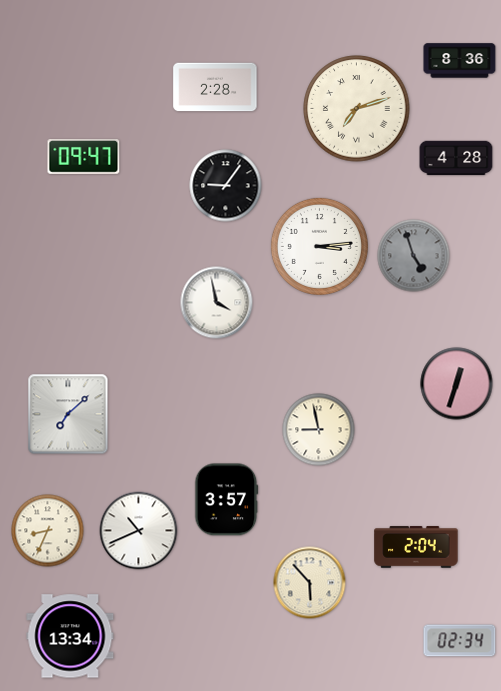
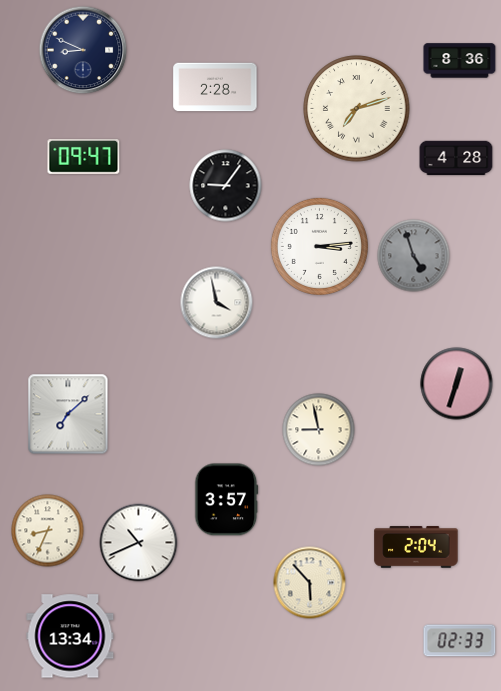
clock at (83, 50): none -> 8:49
clock at (139, 531) position: (139, 531) -> (139, 543)
clock at (460, 641): 02:34 -> 02:33
